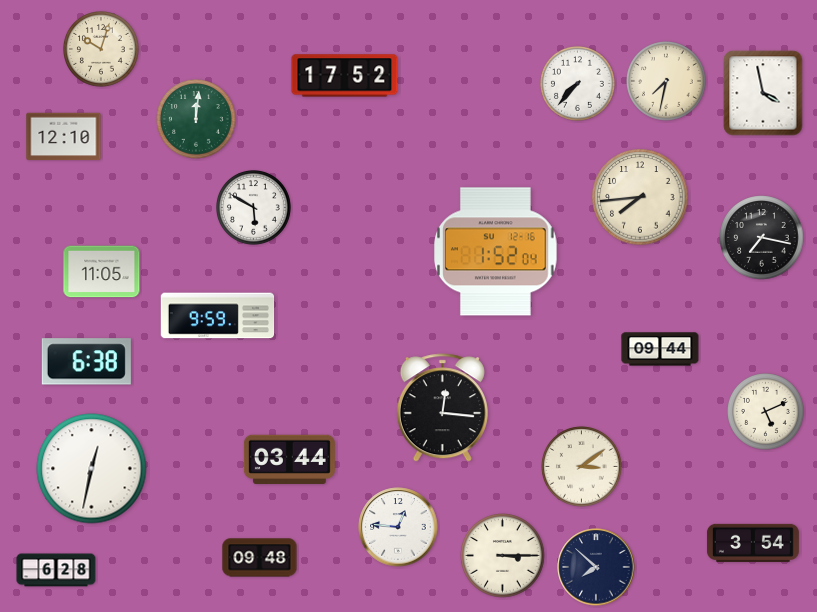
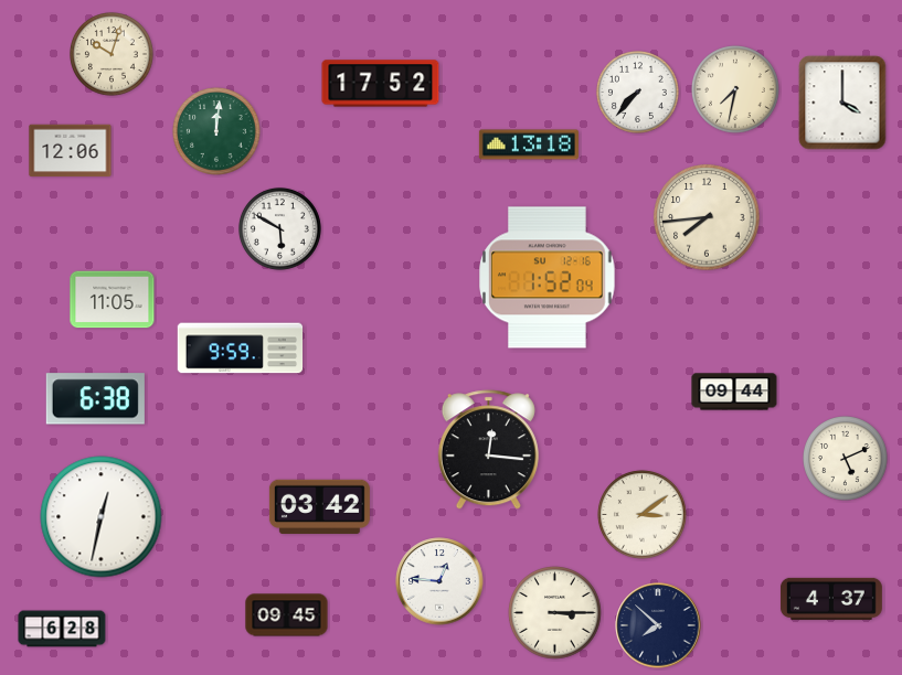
clock at (763, 93): 3:58 -> 4:00
clock at (529, 144): none -> 13:18
clock at (64, 137): 12:10 -> 12:06
clock at (762, 238): 7:17 -> none
clock at (660, 349) position: (660, 349) -> (734, 392)
clock at (766, 412) position: (766, 412) -> (846, 459)
clock at (289, 459): 03:44 -> 03:42
clock at (753, 543): 3:54 -> 4:37
clock at (260, 558): 09:48 -> 09:45
